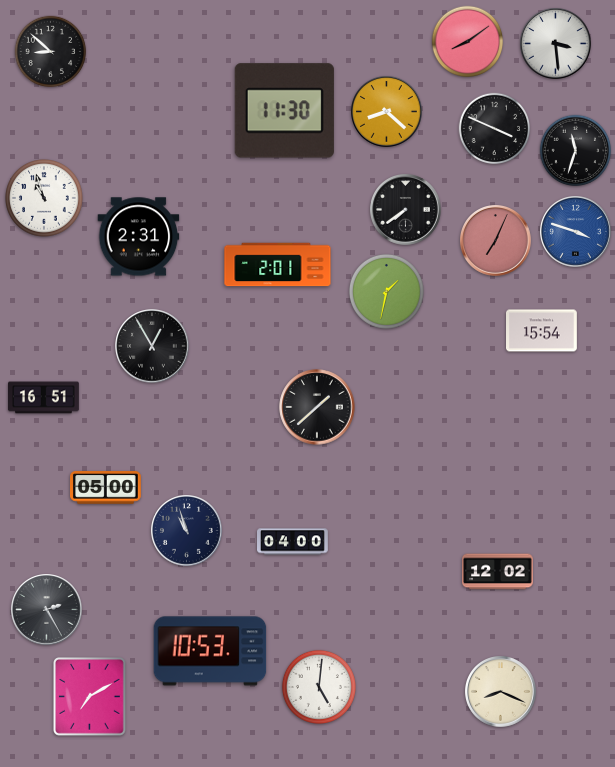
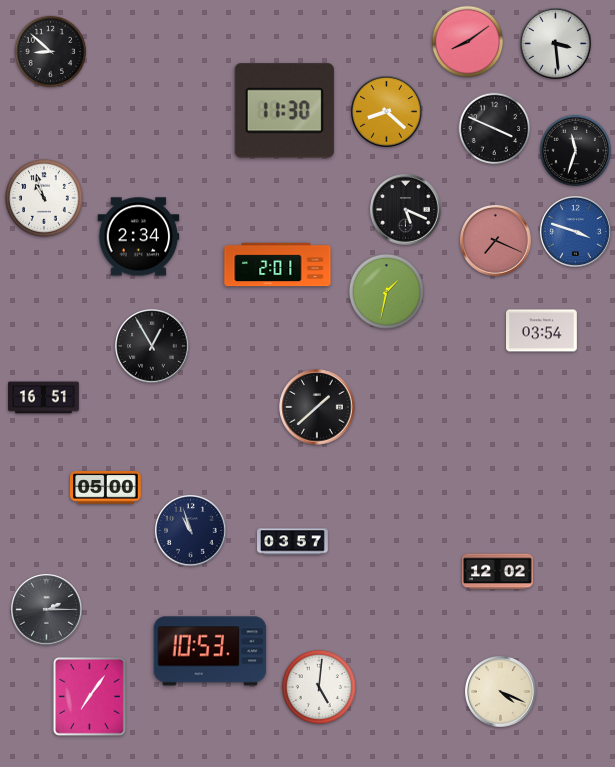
clock at (406, 210): 7:39 -> 5:19
clock at (139, 237): 2:31 -> 2:34
clock at (496, 241): 7:04 -> 7:19
clock at (542, 331): 15:54 -> 03:54
clock at (187, 531) position: (187, 531) -> (191, 531)
clock at (293, 542): 04:00 -> 03:57
clock at (47, 610): 2:25 -> 2:15
clock at (501, 692): 8:19 -> 4:19
clock at (90, 697): 7:10 -> 7:06
